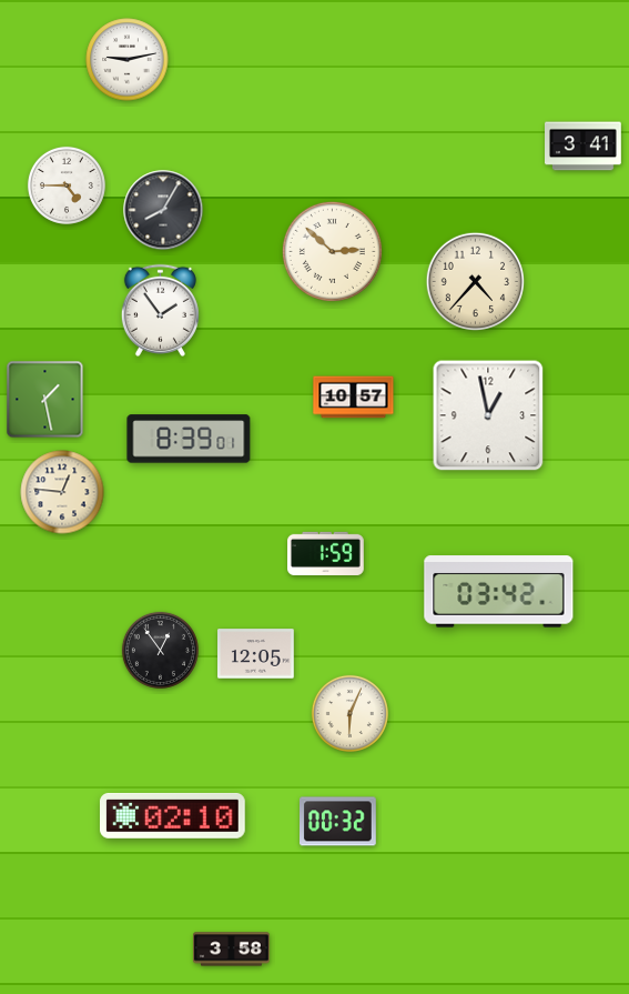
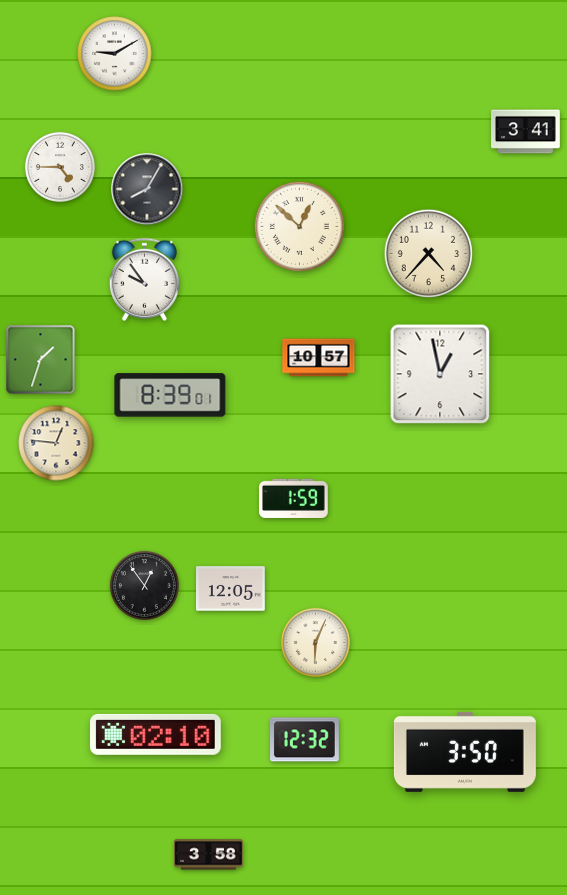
clock at (128, 60): 9:13 -> 9:10
clock at (332, 251): 2:52 -> 12:52
clock at (160, 310): 1:54 -> 9:54
clock at (45, 400): 1:28 -> 1:33
clock at (499, 592): 03:42 -> none
clock at (338, 822): 00:32 -> 12:32
clock at (465, 752): none -> 3:50
